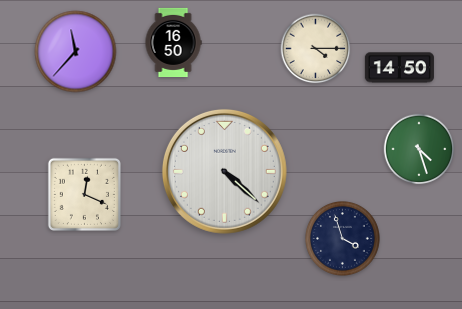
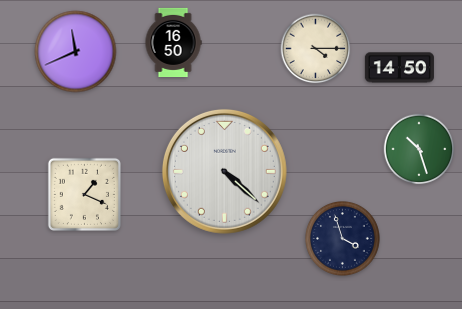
clock at (76, 52): 11:37 -> 11:41
clock at (419, 149): 4:27 -> 10:27
clock at (84, 194): 12:19 -> 1:19
